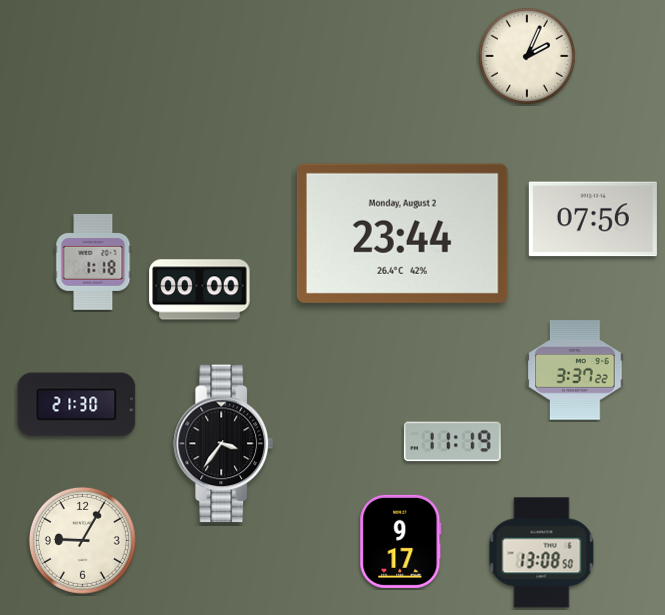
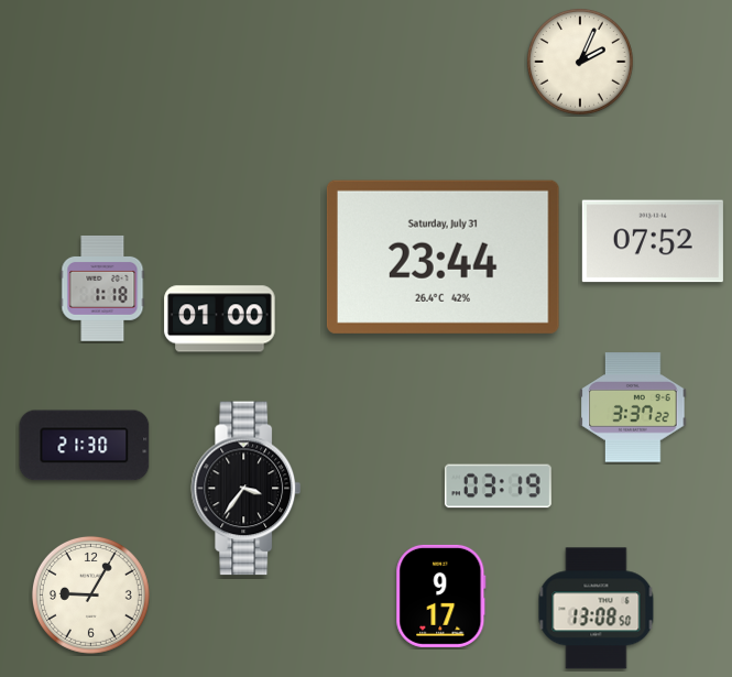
clock at (593, 219): 07:56 -> 07:52
clock at (402, 233) date: Monday, August 2 -> Saturday, July 31
clock at (200, 290): 00:00 -> 01:00
clock at (452, 442): 11:19 -> 03:19
